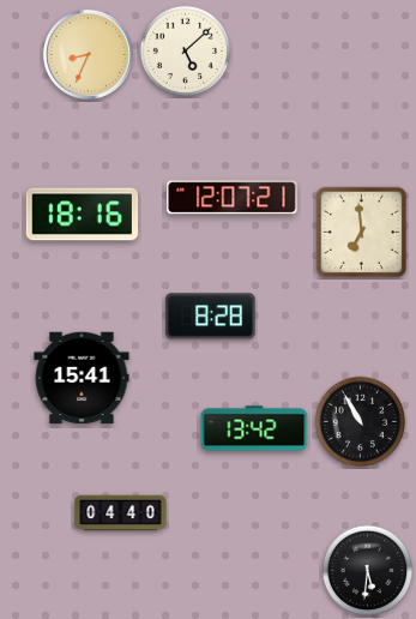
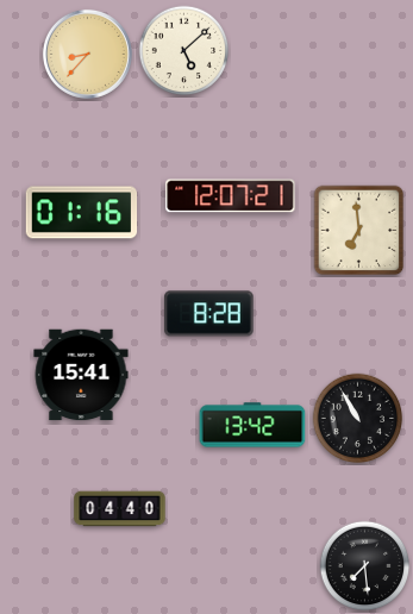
clock at (88, 54): 8:34 -> 8:37
clock at (83, 215): 18:16 -> 01:16
clock at (368, 571): 5:31 -> 7:29
